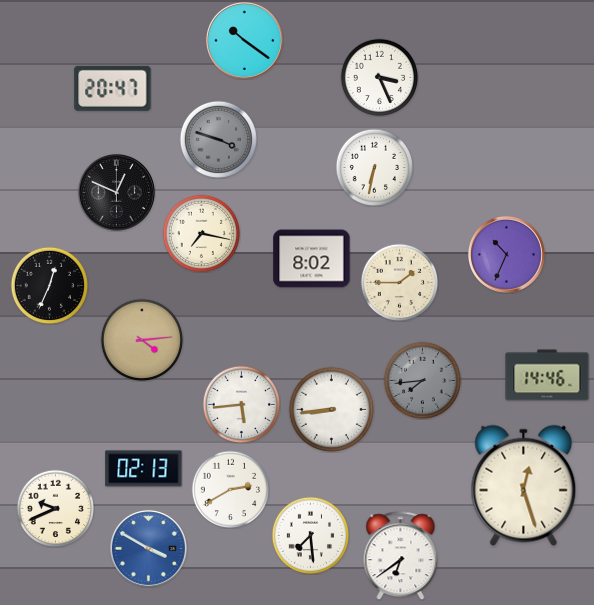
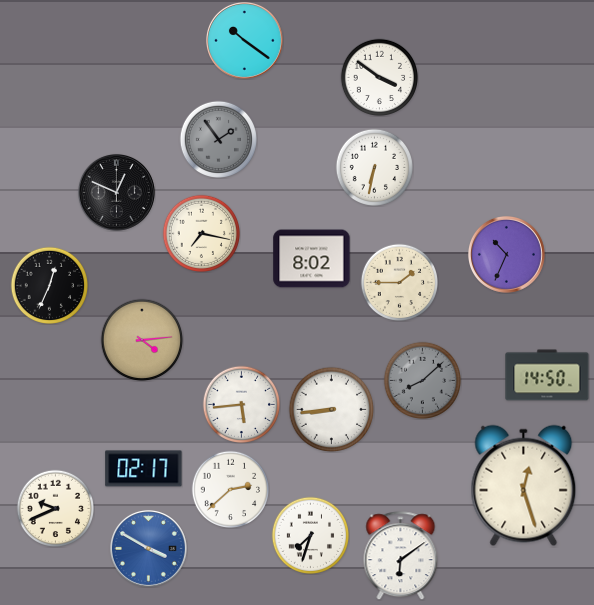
clock at (379, 77): 3:26 -> 3:51
clock at (113, 88): 20:47 -> none
clock at (218, 139): 3:48 -> 1:54
clock at (547, 375): 14:46 -> 14:50
clock at (422, 380): 7:44 -> 8:08
clock at (144, 469): 02:13 -> 02:17
clock at (230, 489): 2:40 -> 2:38
clock at (310, 535): 7:29 -> 7:33
clock at (401, 556): 6:39 -> 6:09
